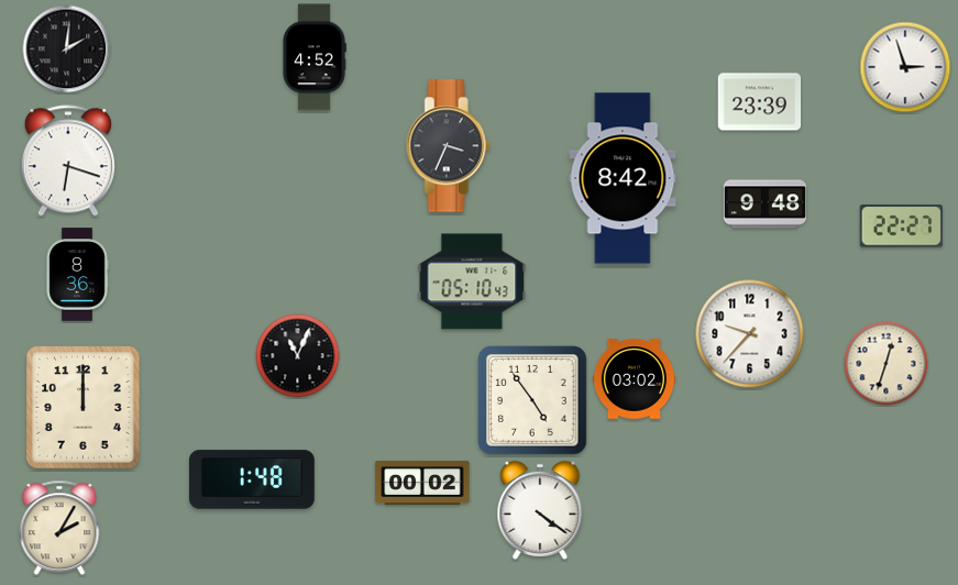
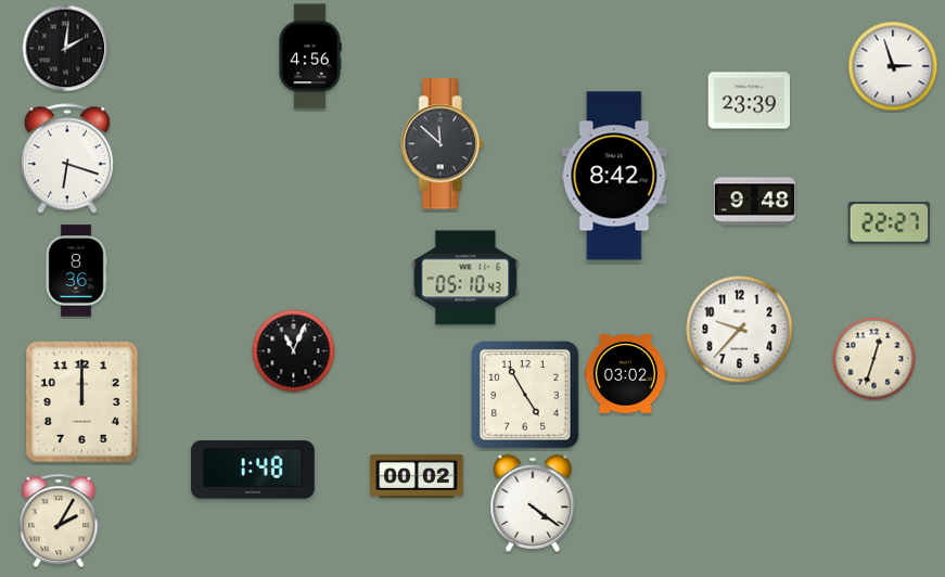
clock at (315, 57): 4:52 -> 4:56
clock at (448, 146): 3:34 -> 11:52
clock at (533, 401): 4:54 -> 4:55
clock at (253, 479) position: (253, 479) -> (254, 470)
